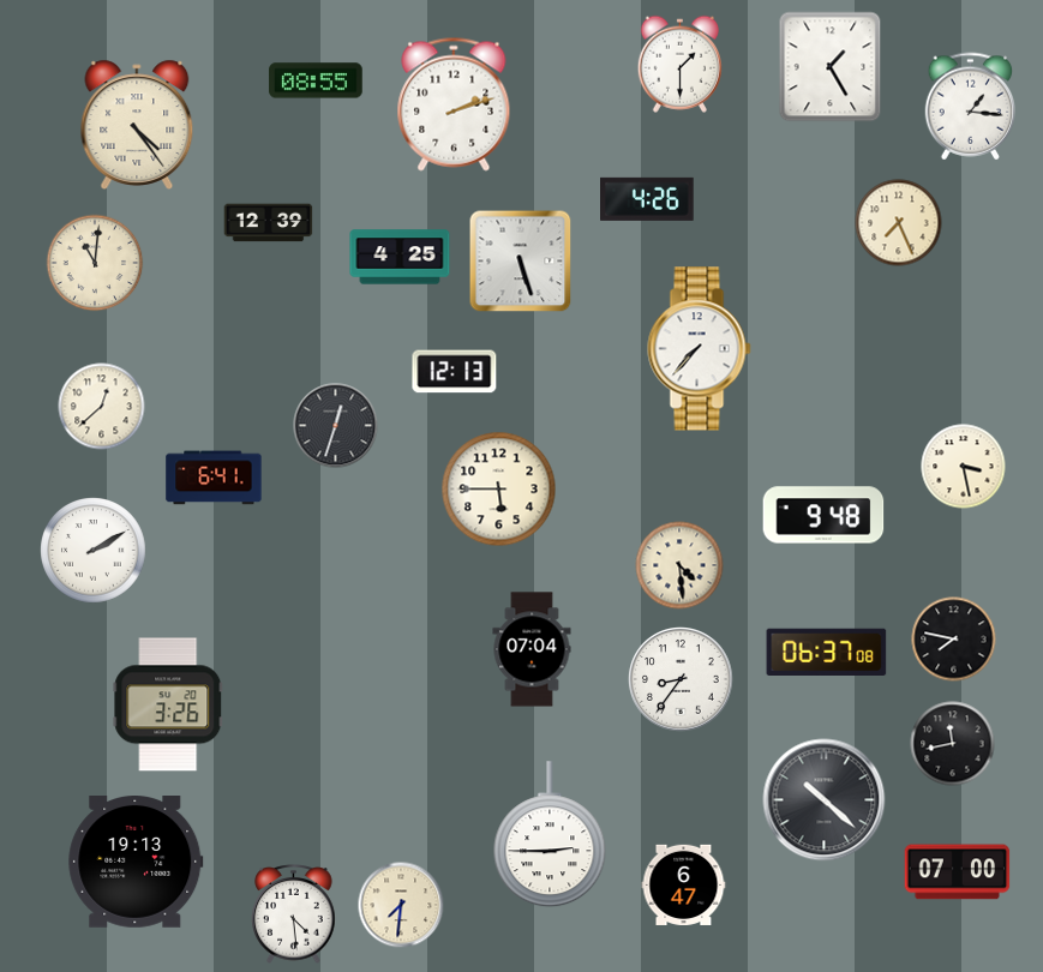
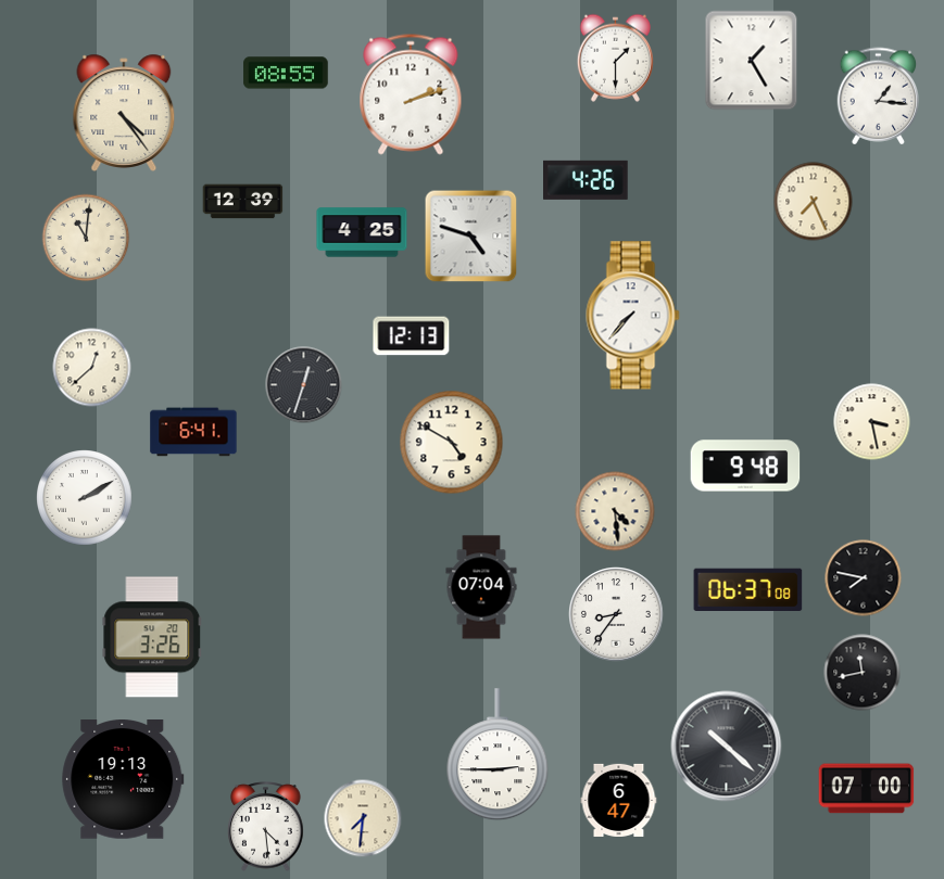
clock at (521, 262): 5:27 -> 4:48
clock at (499, 490): 5:45 -> 4:50
clock at (825, 800) position: (825, 800) -> (727, 747)
